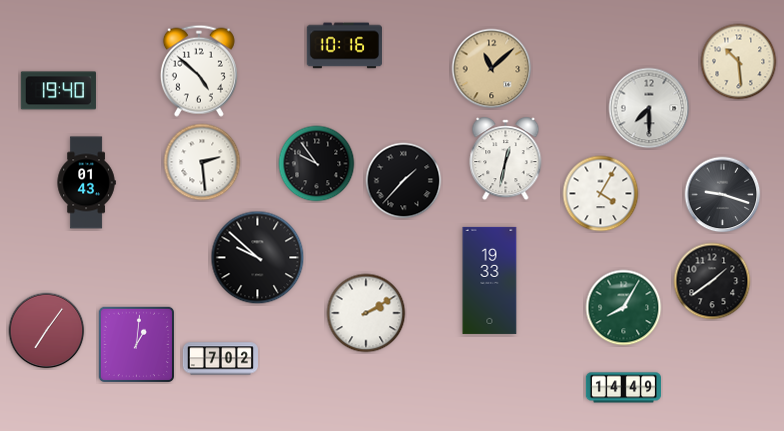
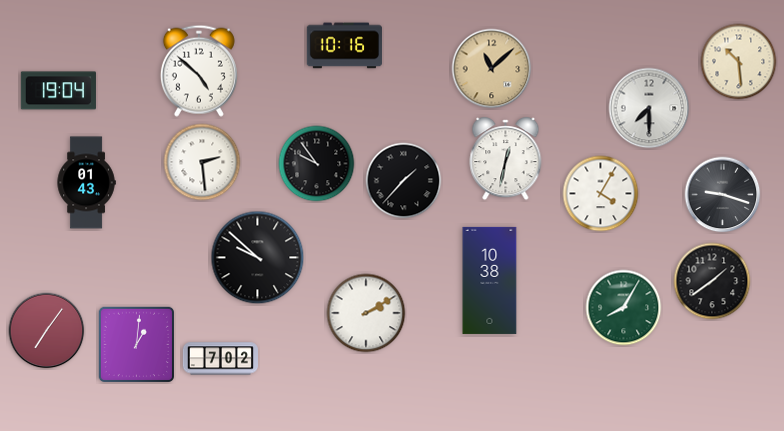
clock at (58, 91): 19:40 -> 19:04
clock at (490, 280): 19:33 -> 10:38
clock at (623, 388): 14:49 -> none
